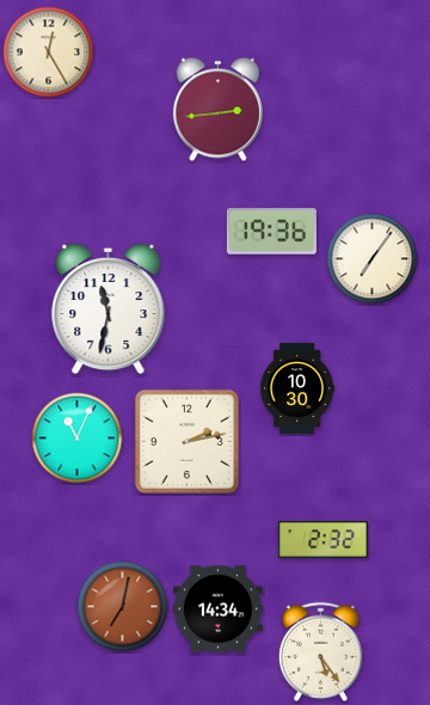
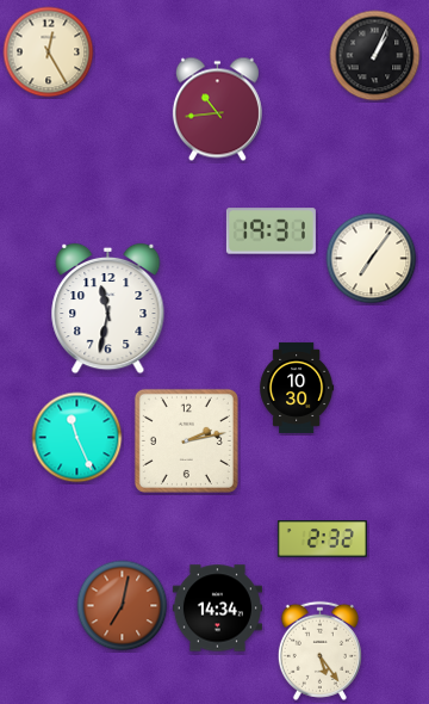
clock at (375, 56): none -> 1:04
clock at (217, 110): 2:44 -> 10:44
clock at (271, 232): 19:36 -> 19:31
clock at (78, 439): 11:04 -> 11:26
